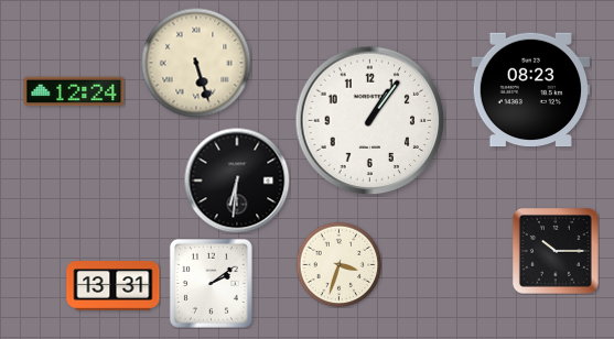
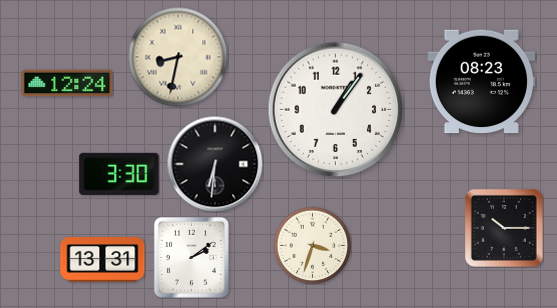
clock at (196, 63): 5:27 -> 8:32
clock at (119, 174): none -> 3:30
clock at (338, 264) position: (338, 264) -> (312, 245)
